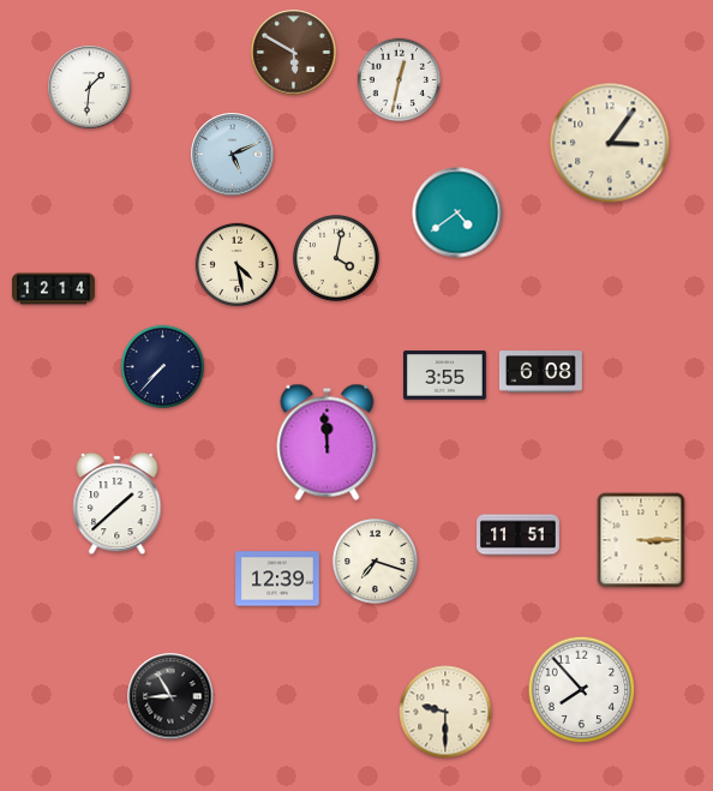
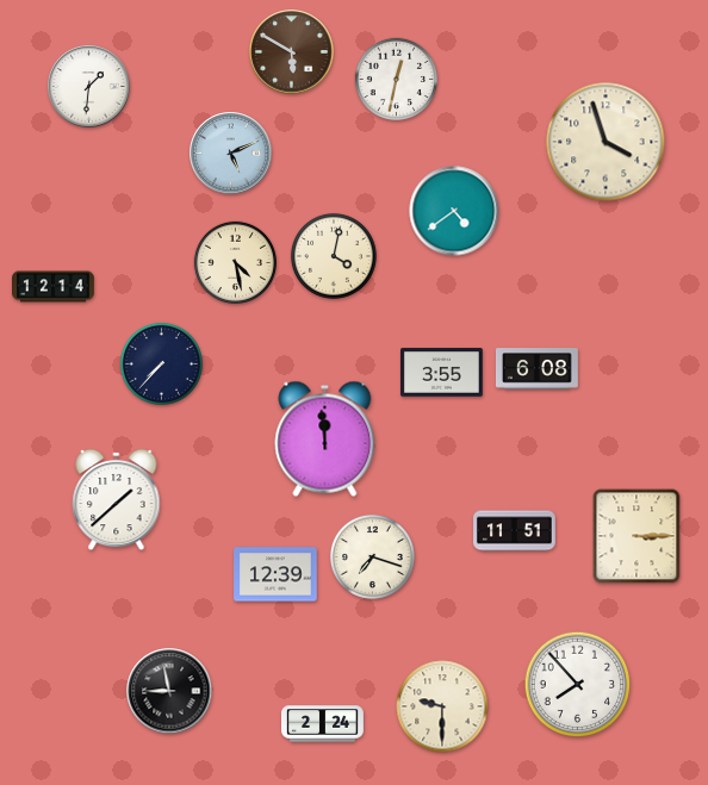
clock at (610, 143): 3:06 -> 3:57
clock at (170, 696): 8:55 -> 8:58
clock at (323, 724): none -> 2:24
